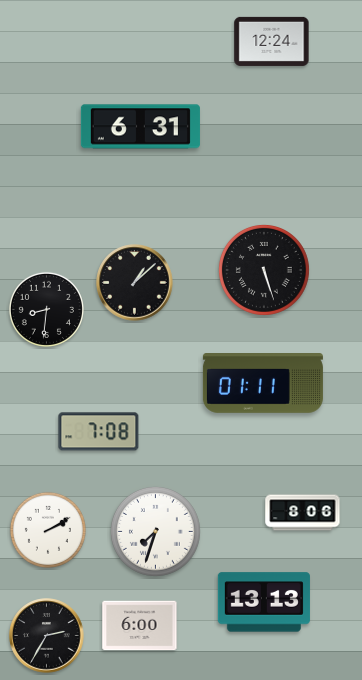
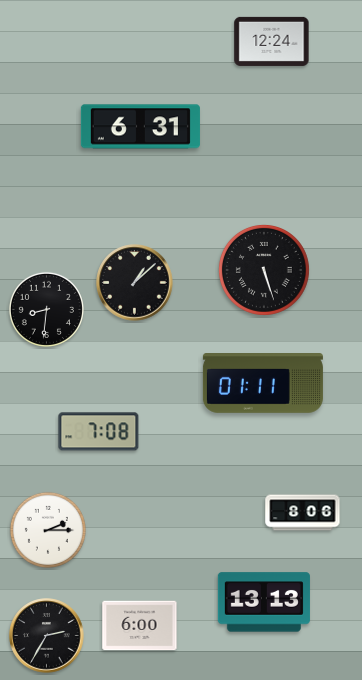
clock at (48, 530): 2:10 -> 2:15
clock at (155, 531): 7:33 -> none
